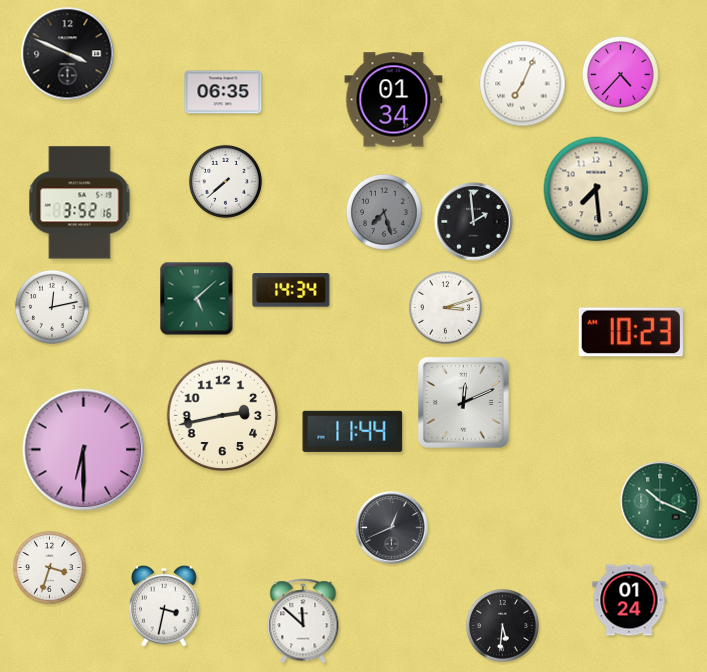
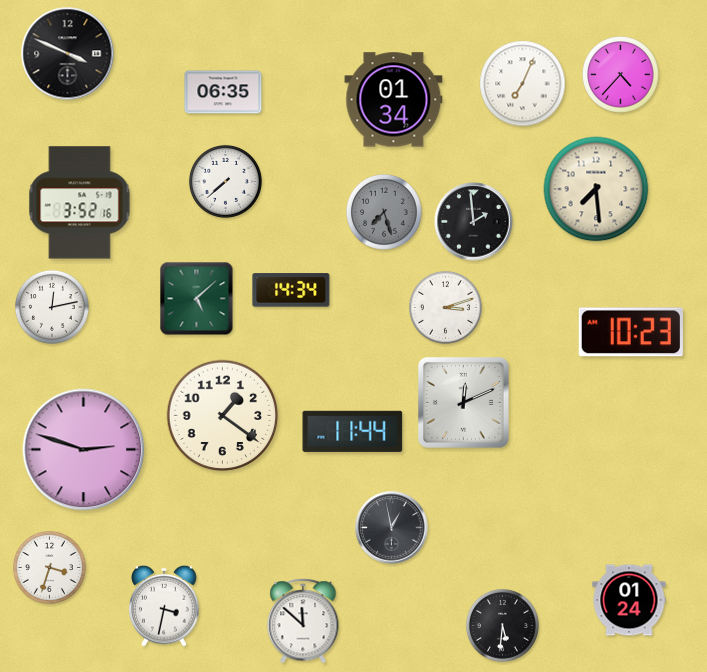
clock at (223, 416): 2:43 -> 1:21
clock at (84, 450): 6:30 -> 2:48
clock at (660, 501): 10:19 -> none
clock at (392, 528): 12:41 -> 12:58
